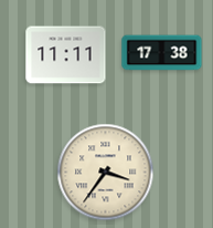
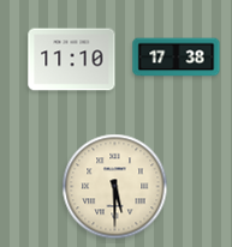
clock at (66, 55): 11:11 -> 11:10
clock at (106, 173): 3:36 -> 5:30
